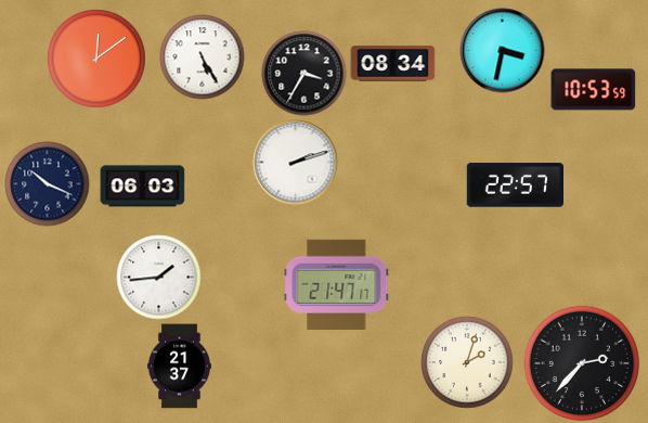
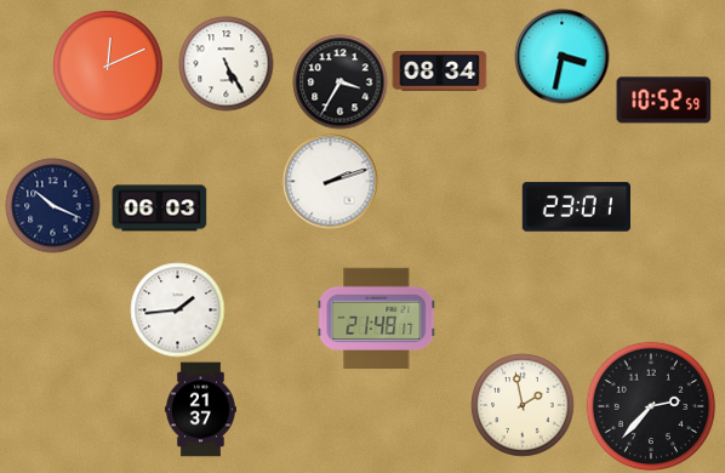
clock at (96, 59): 12:09 -> 12:11
clock at (593, 90): 10:53 -> 10:52
clock at (515, 185): 22:57 -> 23:01
clock at (336, 284): 21:47 -> 21:48
clock at (467, 362): 2:03 -> 1:58
